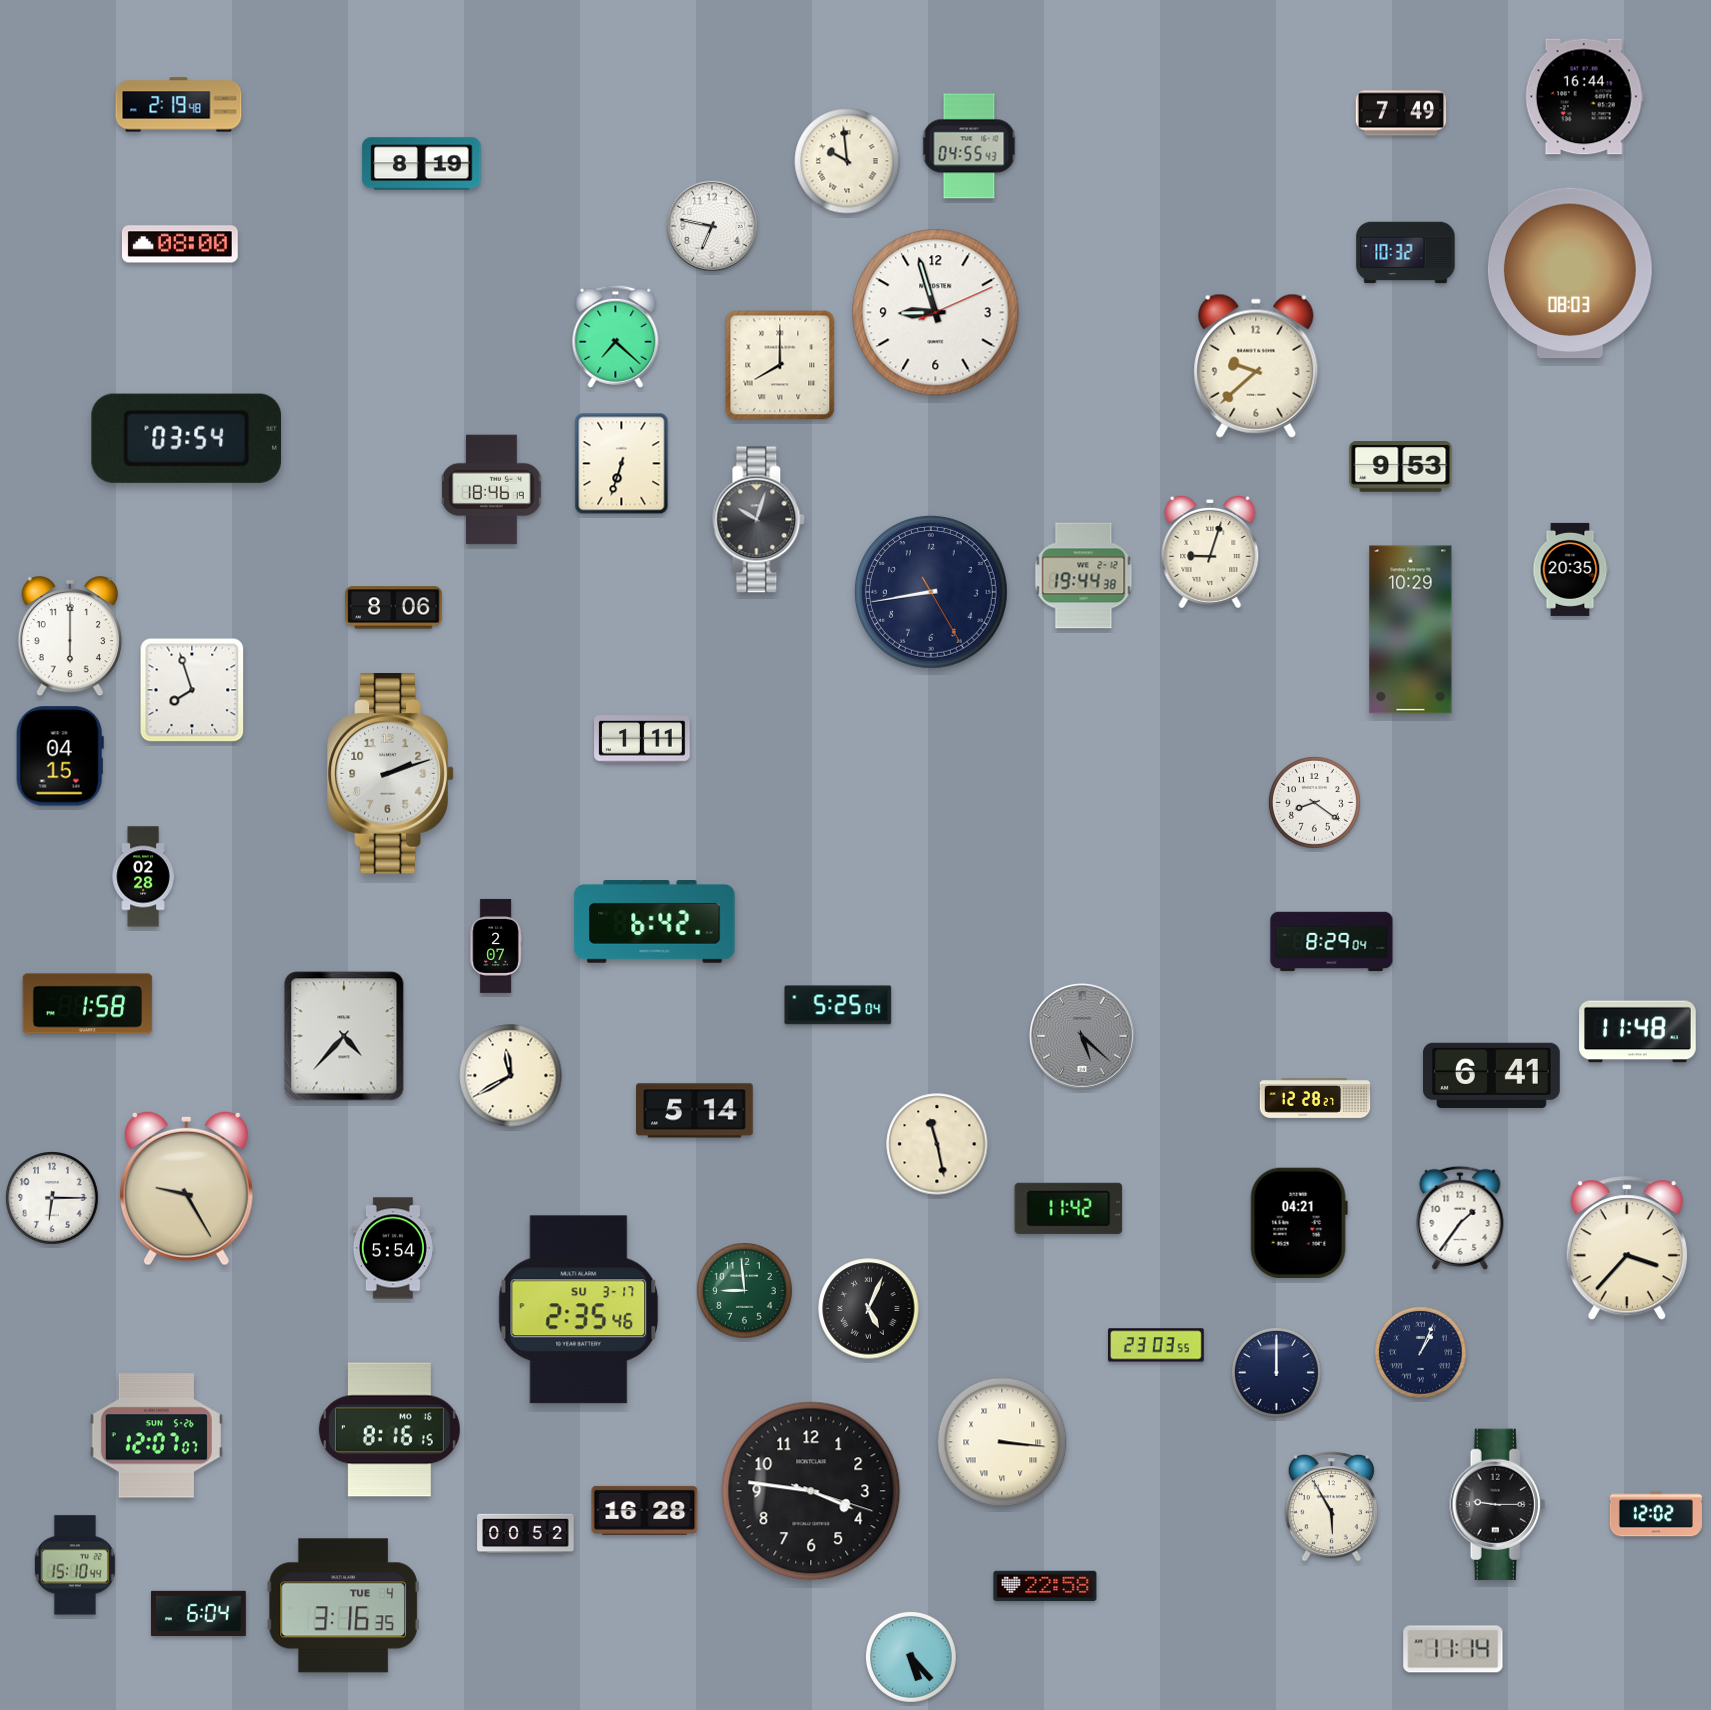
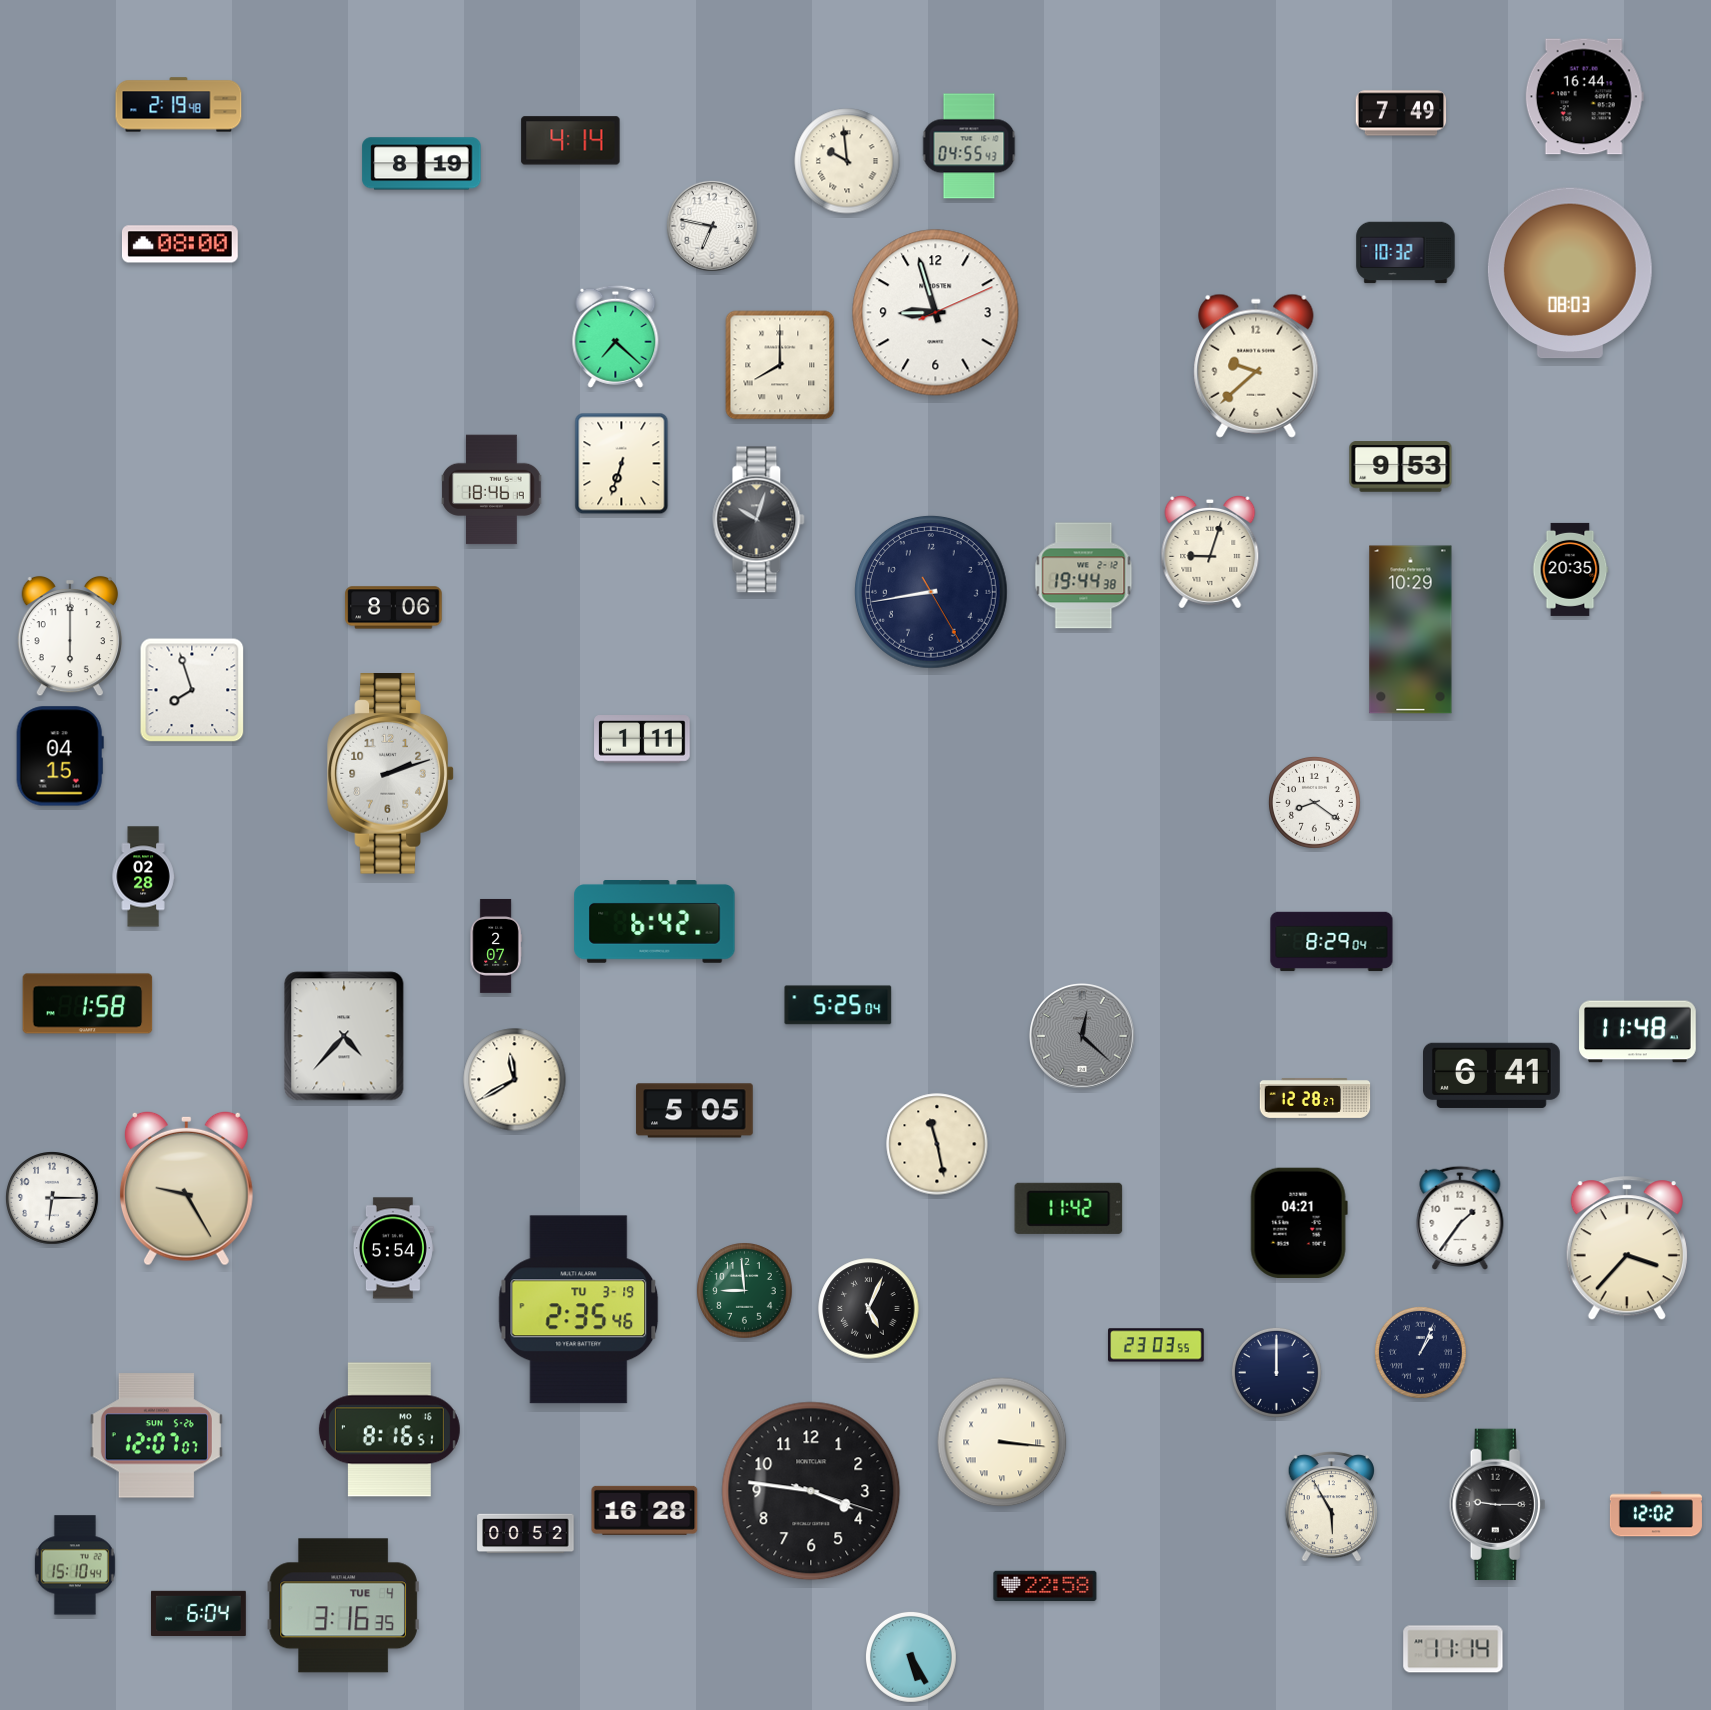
clock at (571, 141): none -> 4:14
clock at (187, 438): 03:54 -> none
clock at (1083, 1037): 5:22 -> 12:22
clock at (511, 1076) position: (511, 1076) -> (515, 1080)
clock at (695, 1111): 5:14 -> 5:05
clock at (579, 1310) date: SU 3-17 -> TU 3-19
clock at (389, 1430): 8:16:15 -> 8:16:51
clock at (911, 1657): 5:23 -> 5:25
